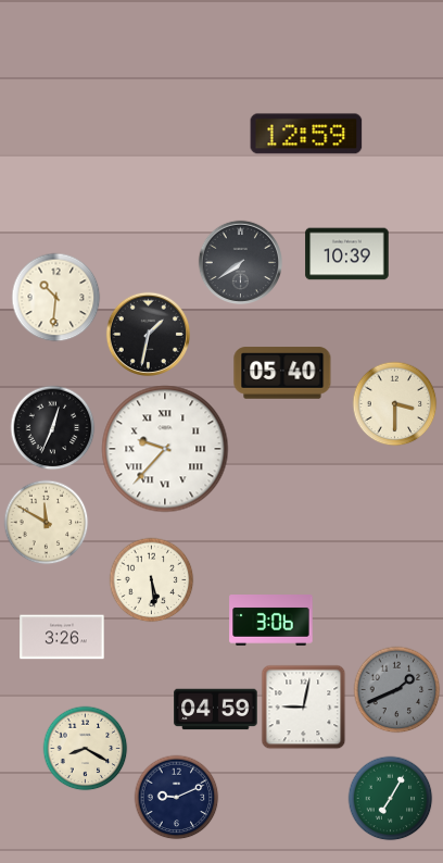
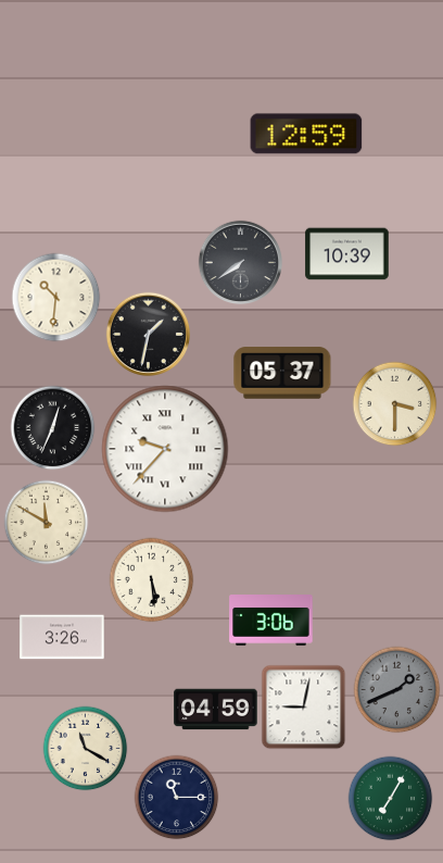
clock at (282, 373): 05:40 -> 05:37
clock at (85, 748): 8:20 -> 11:20
clock at (176, 797): 9:11 -> 11:15
